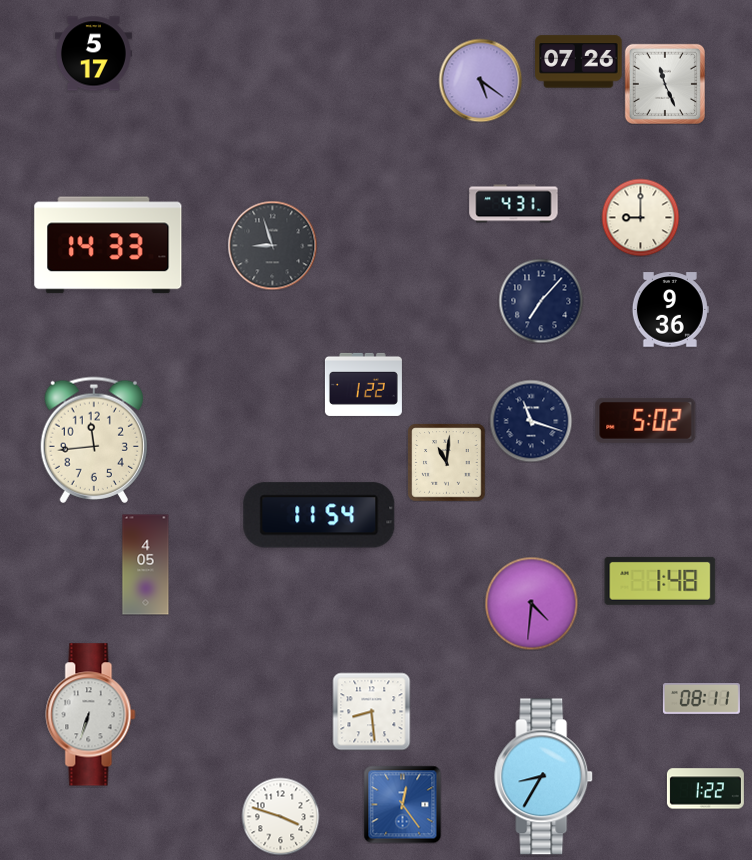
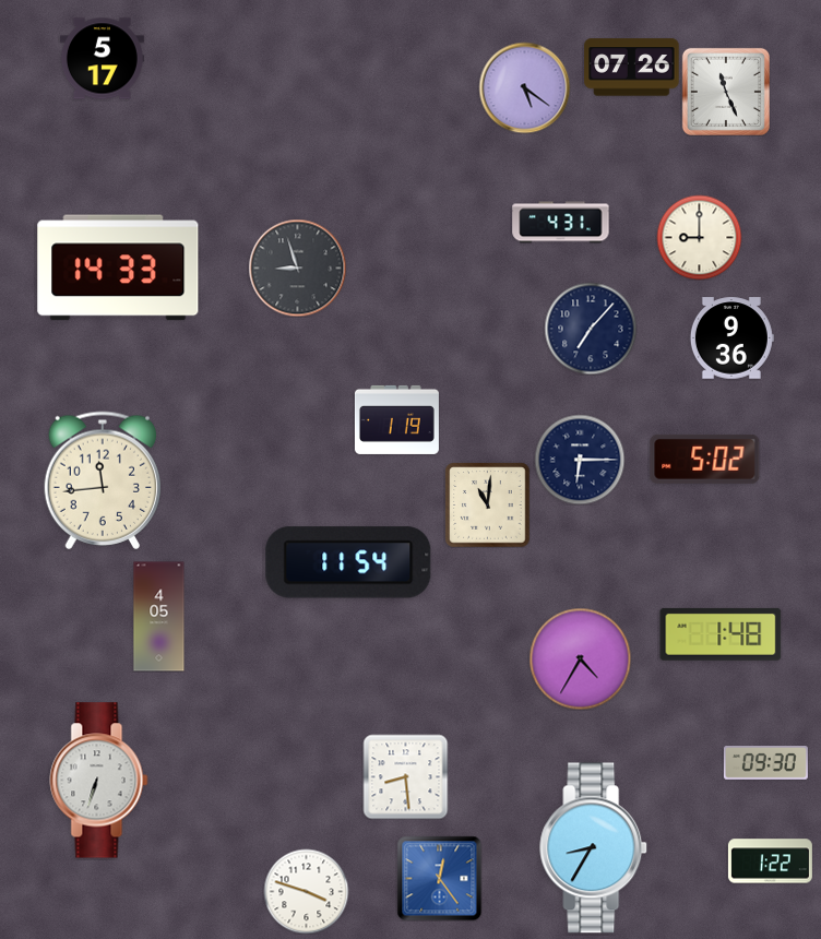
clock at (363, 384): 1:22 -> 1:19
clock at (531, 421): 11:18 -> 6:15
clock at (531, 603): 4:31 -> 4:35
clock at (701, 699): 08:11 -> 09:30
